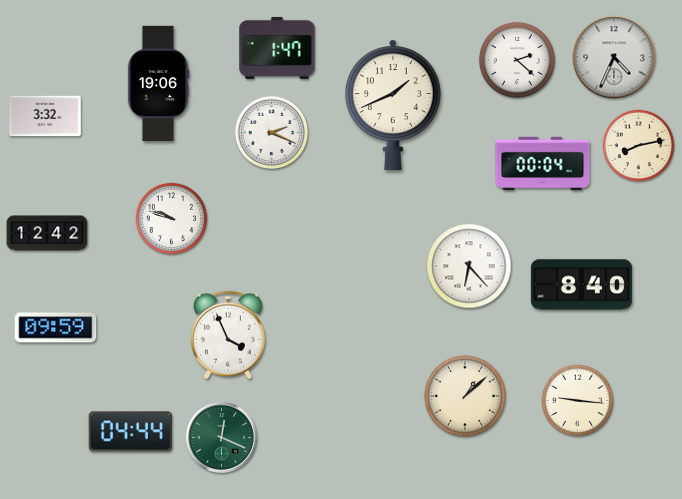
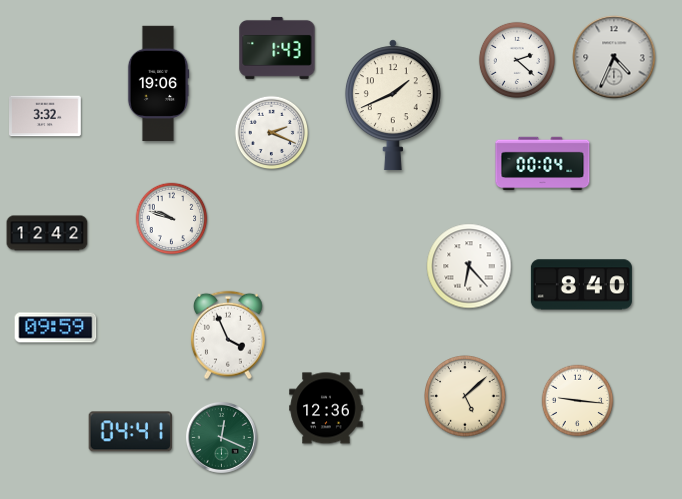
clock at (277, 48): 1:47 -> 1:43
clock at (639, 146): 8:13 -> none
clock at (465, 396): 1:08 -> 5:08
clock at (326, 408): none -> 12:36
clock at (130, 432): 04:44 -> 04:41
